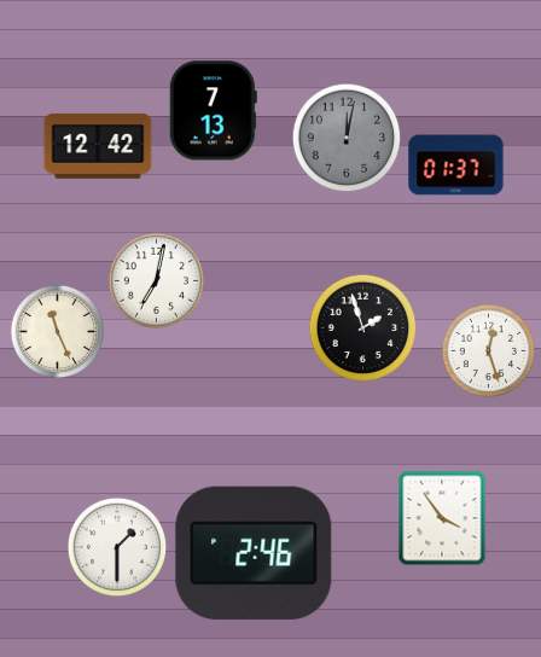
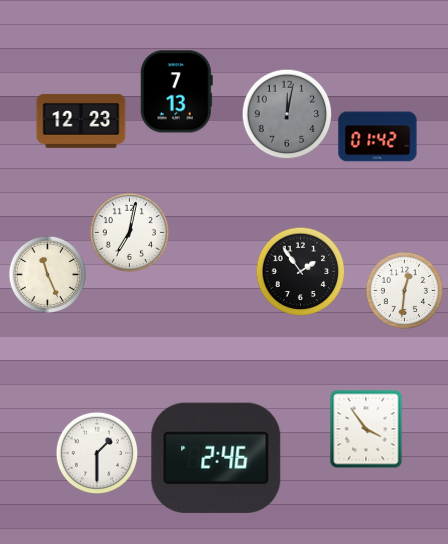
clock at (98, 146): 12:42 -> 12:23
clock at (456, 165): 01:37 -> 01:42
clock at (362, 327): 1:57 -> 1:54
clock at (488, 350): 12:27 -> 12:31
clock at (254, 553) position: (254, 553) -> (216, 458)
